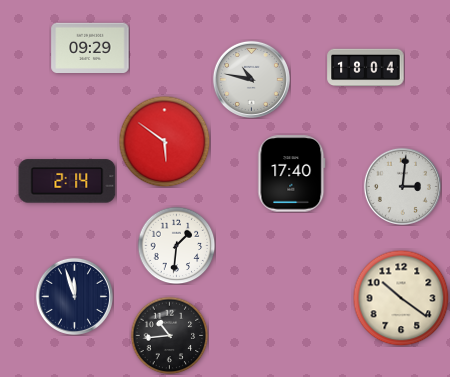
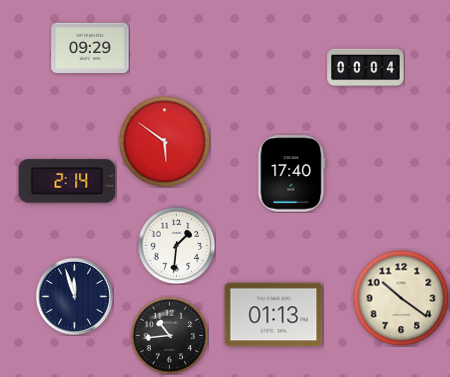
clock at (366, 68): 18:04 -> 00:04
clock at (251, 79): 10:47 -> none
clock at (402, 186): 3:01 -> none
clock at (274, 315): none -> 01:13
